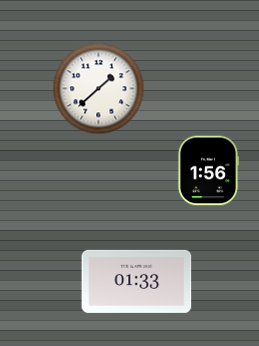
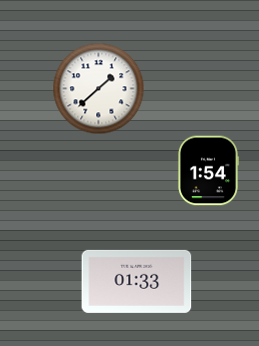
clock at (208, 171): 1:56 -> 1:54
